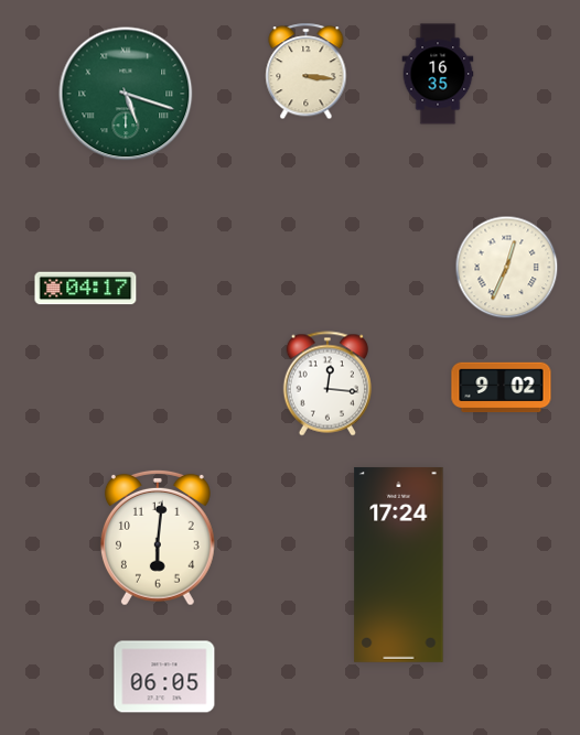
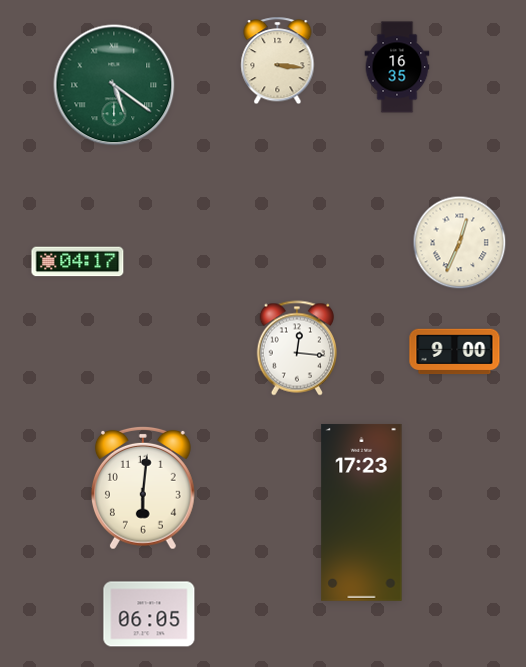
clock at (307, 72) position: (307, 72) -> (278, 61)
clock at (126, 94): 5:18 -> 5:21
clock at (502, 388): 9:02 -> 9:00
clock at (399, 564): 17:24 -> 17:23
